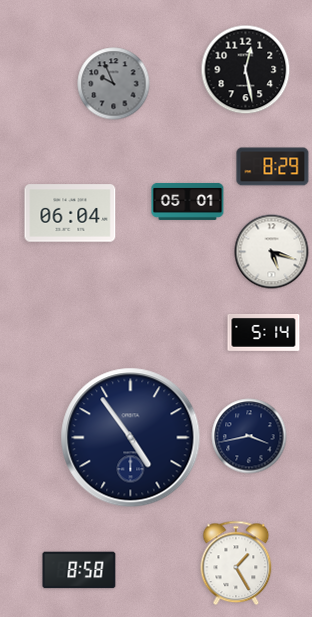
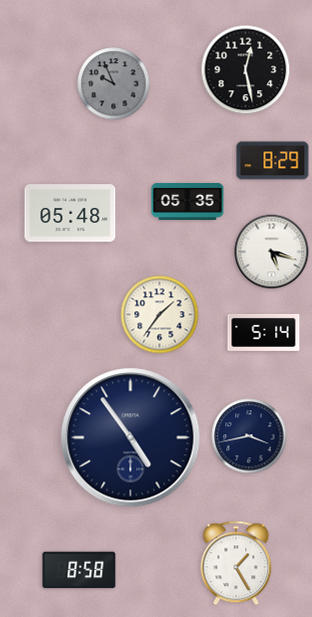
clock at (273, 167) position: (273, 167) -> (273, 161)
clock at (188, 201): 05:01 -> 05:35
clock at (70, 213): 06:04 -> 05:48
clock at (160, 315): none -> 1:36
